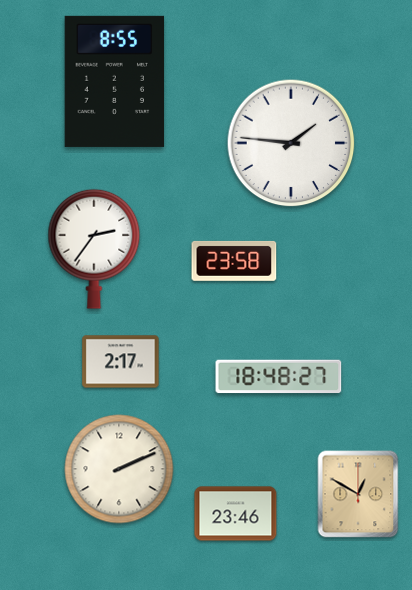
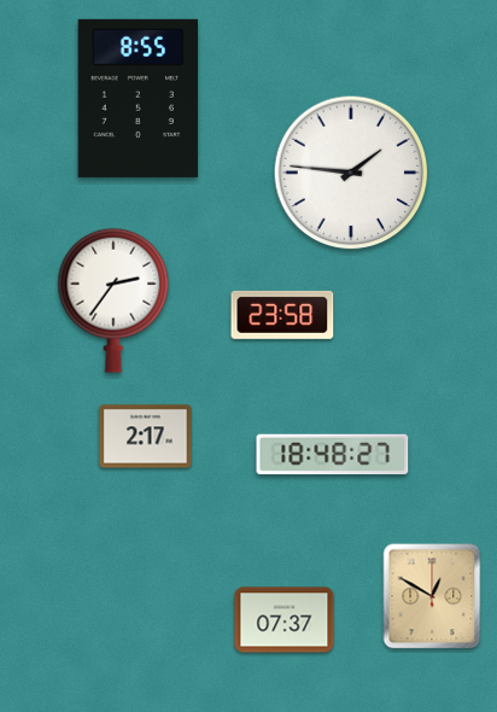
clock at (279, 377) position: (279, 377) -> (333, 455)
clock at (119, 469): 2:11 -> none
clock at (236, 514): 23:46 -> 07:37
